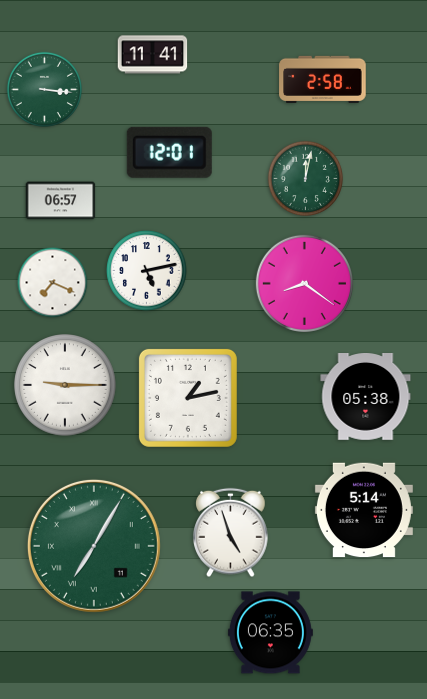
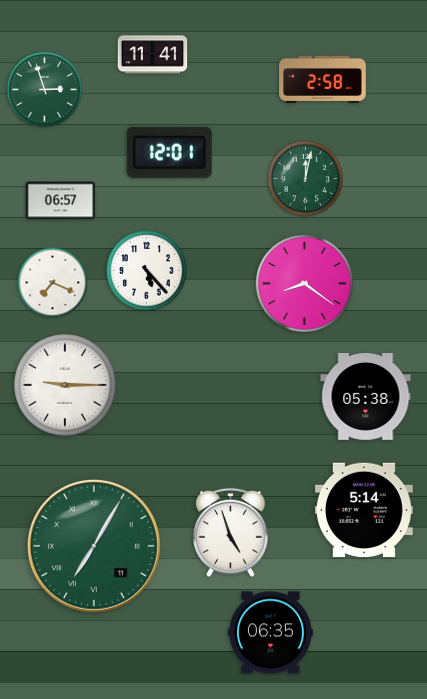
clock at (44, 89): 3:16 -> 2:57
clock at (147, 271): 5:13 -> 5:23
clock at (188, 398): 1:13 -> none
